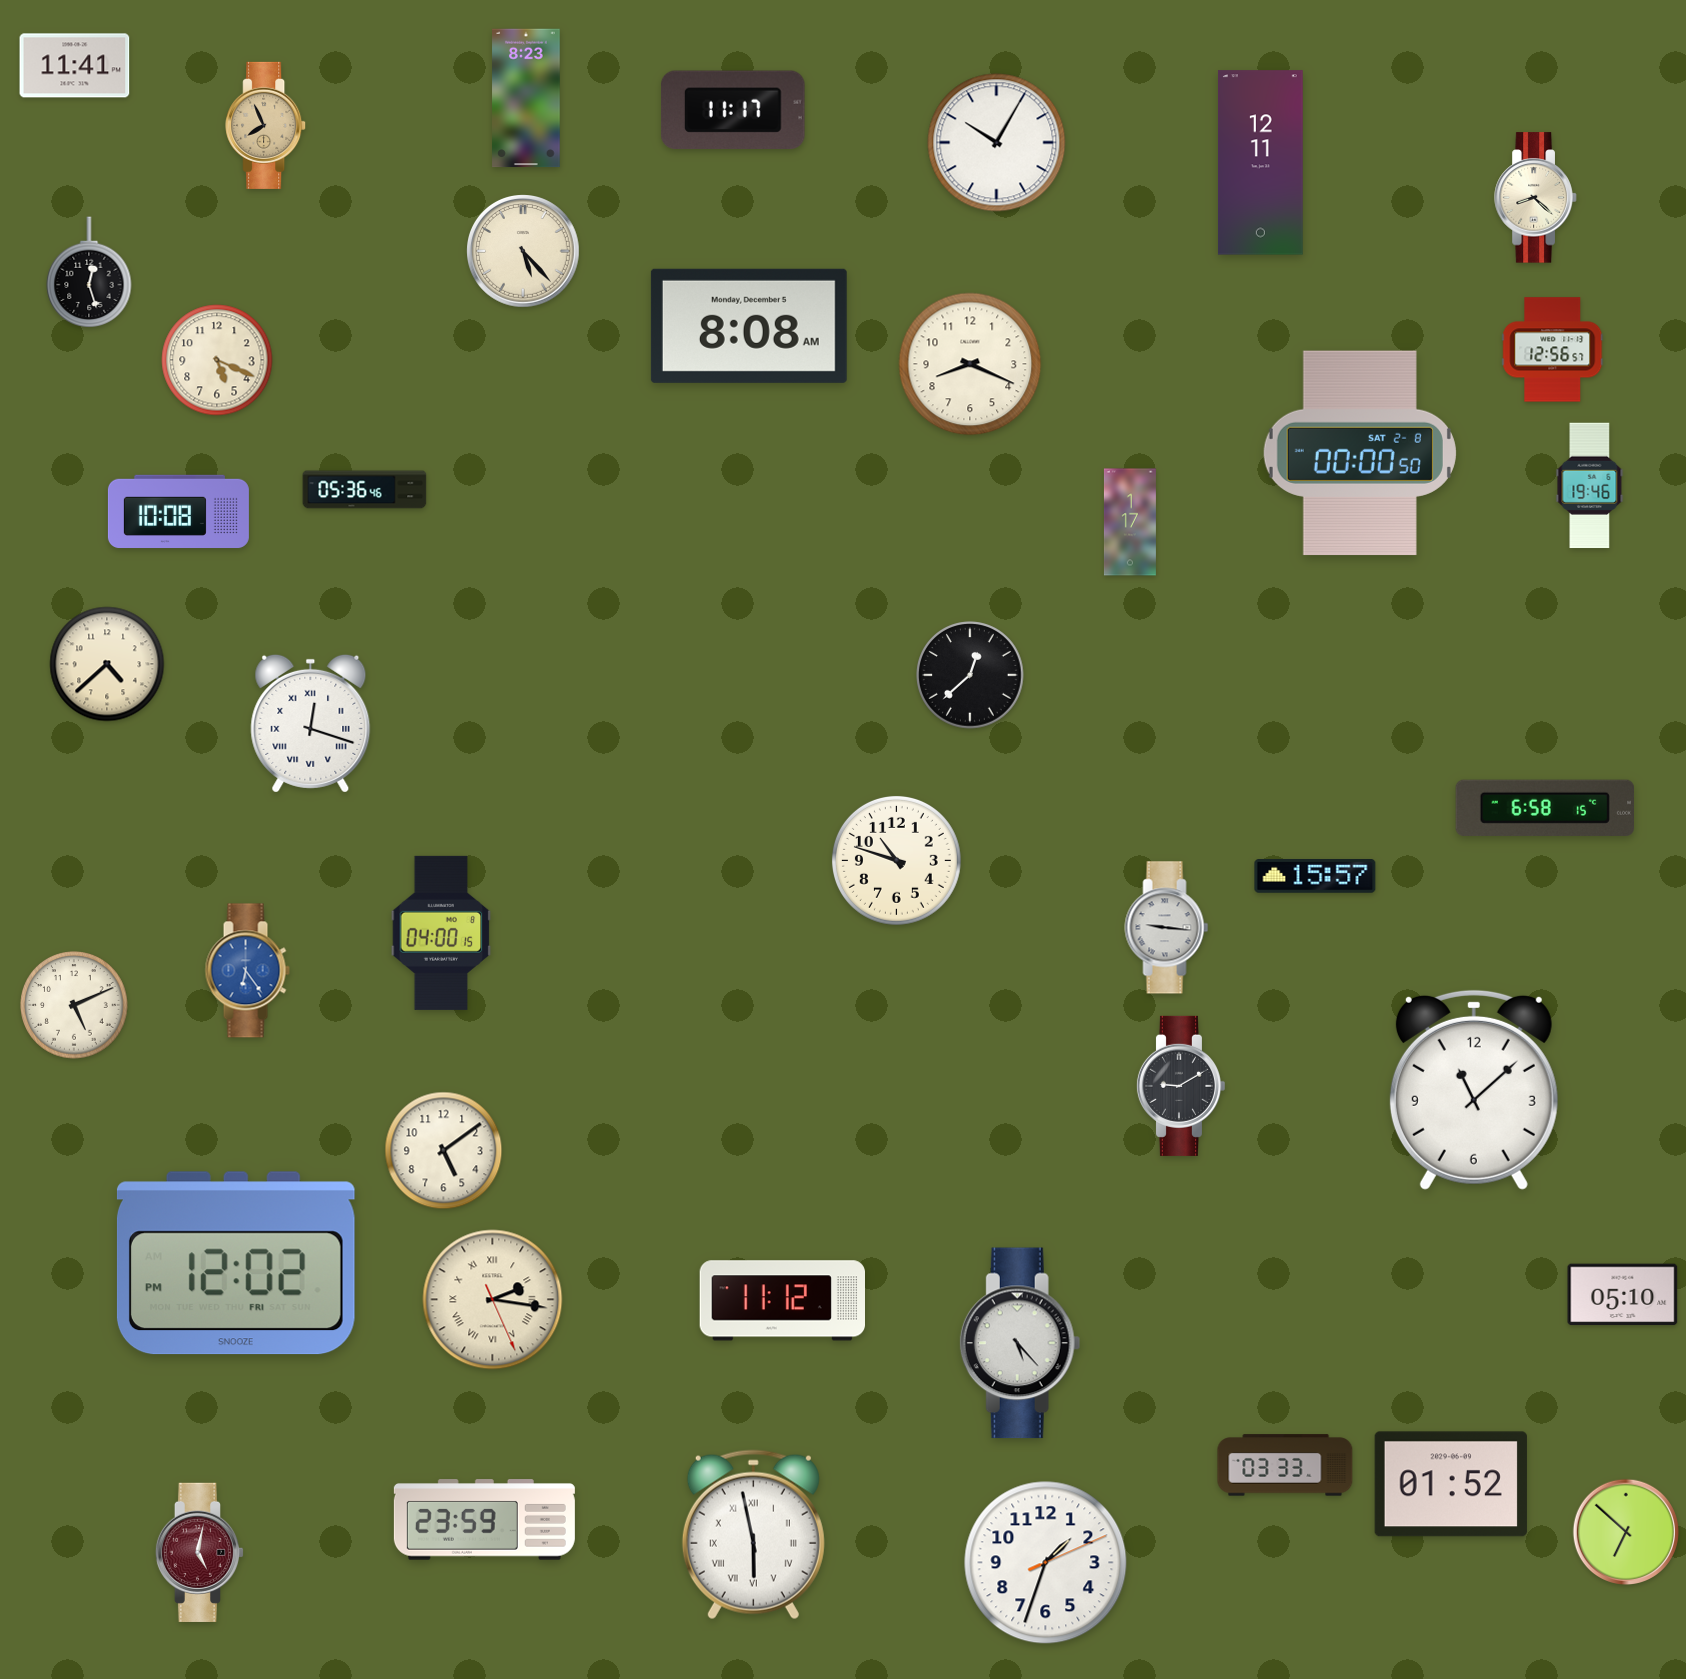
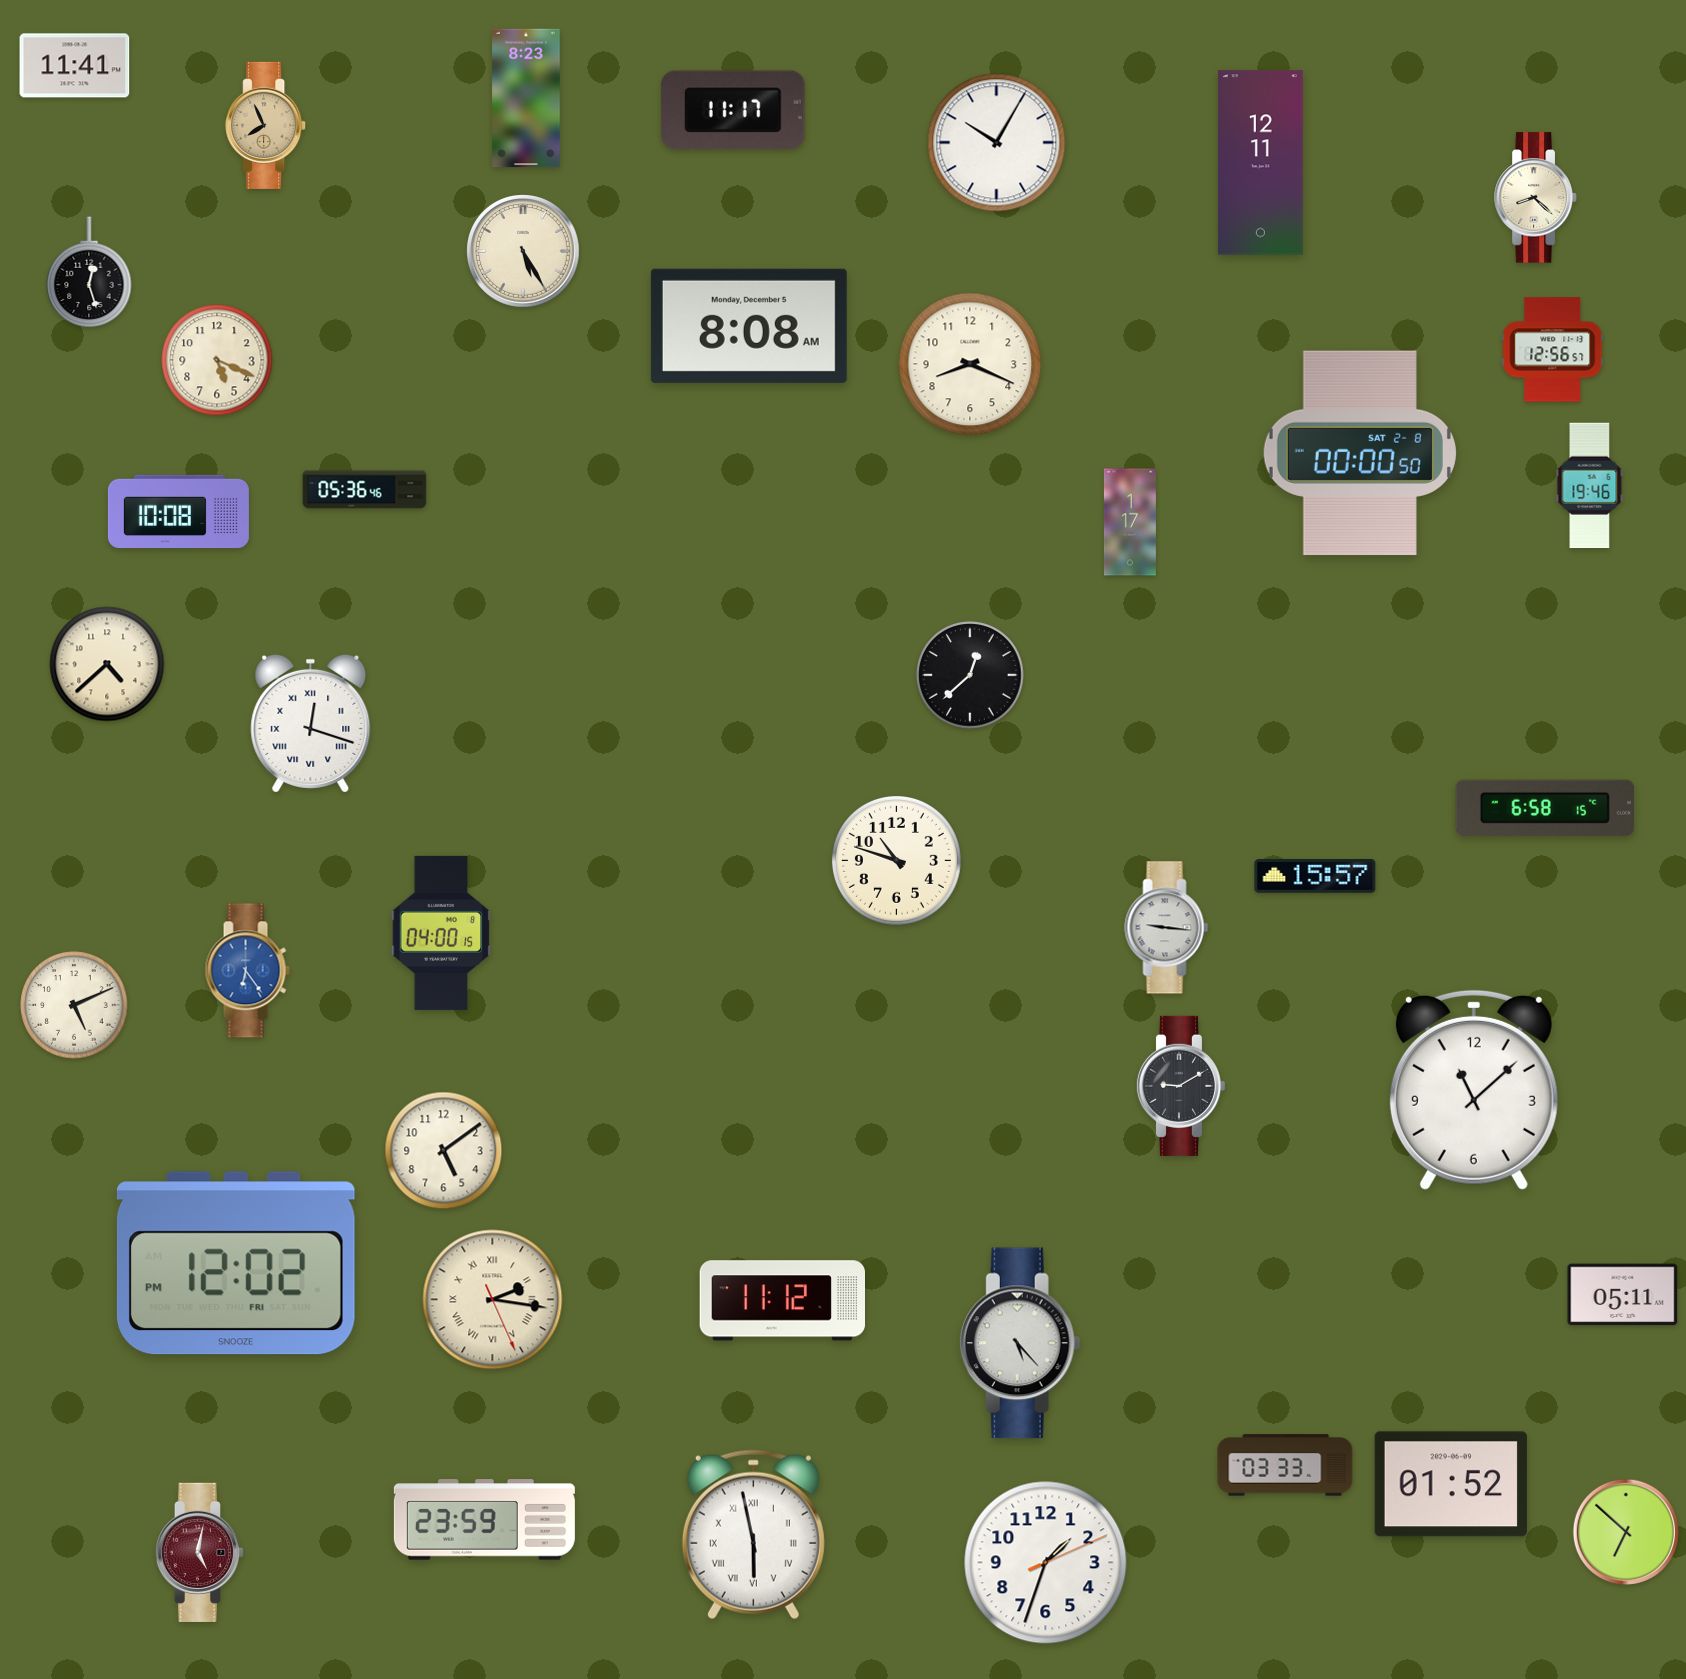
clock at (524, 252): 5:23 -> 5:25
clock at (1623, 1295): 05:10 -> 05:11
